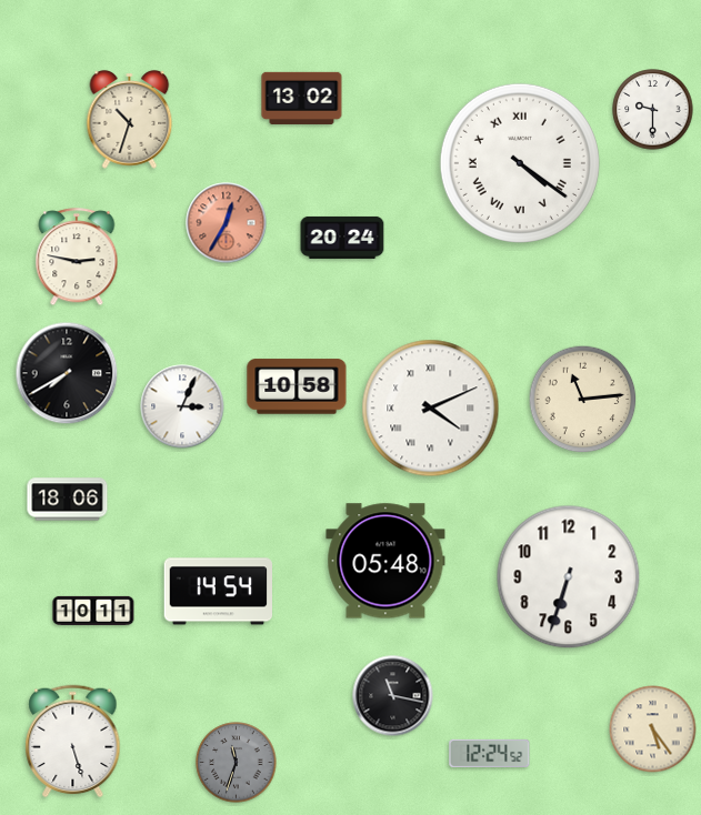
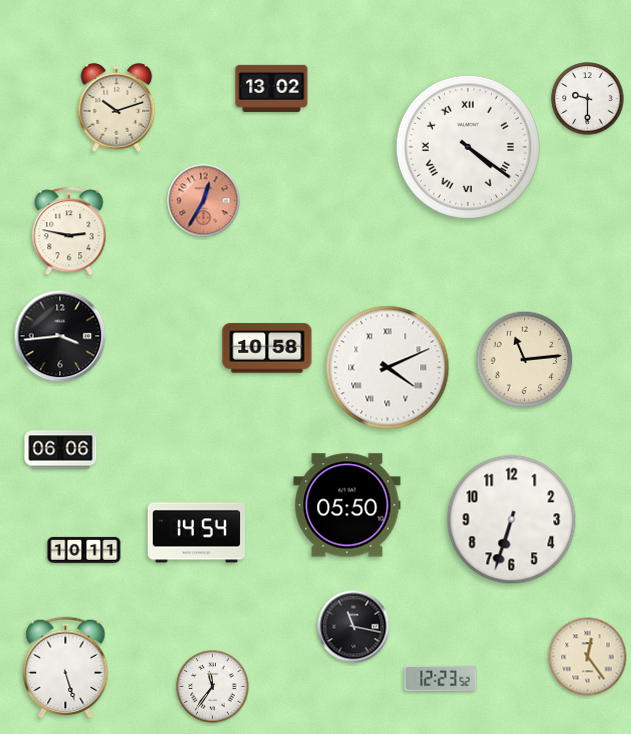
clock at (130, 120): 10:33 -> 10:12
clock at (342, 238): 20:24 -> none
clock at (67, 373): 7:40 -> 3:44
clock at (182, 406): 3:04 -> none
clock at (68, 500): 18:06 -> 06:06
clock at (385, 561): 05:48 -> 05:50
clock at (653, 730): 5:24 -> 12:24
clock at (490, 753): 12:24 -> 12:23
clock at (237, 763): 11:33 -> 11:36
clock at (237, 763) dial: grey -> white
